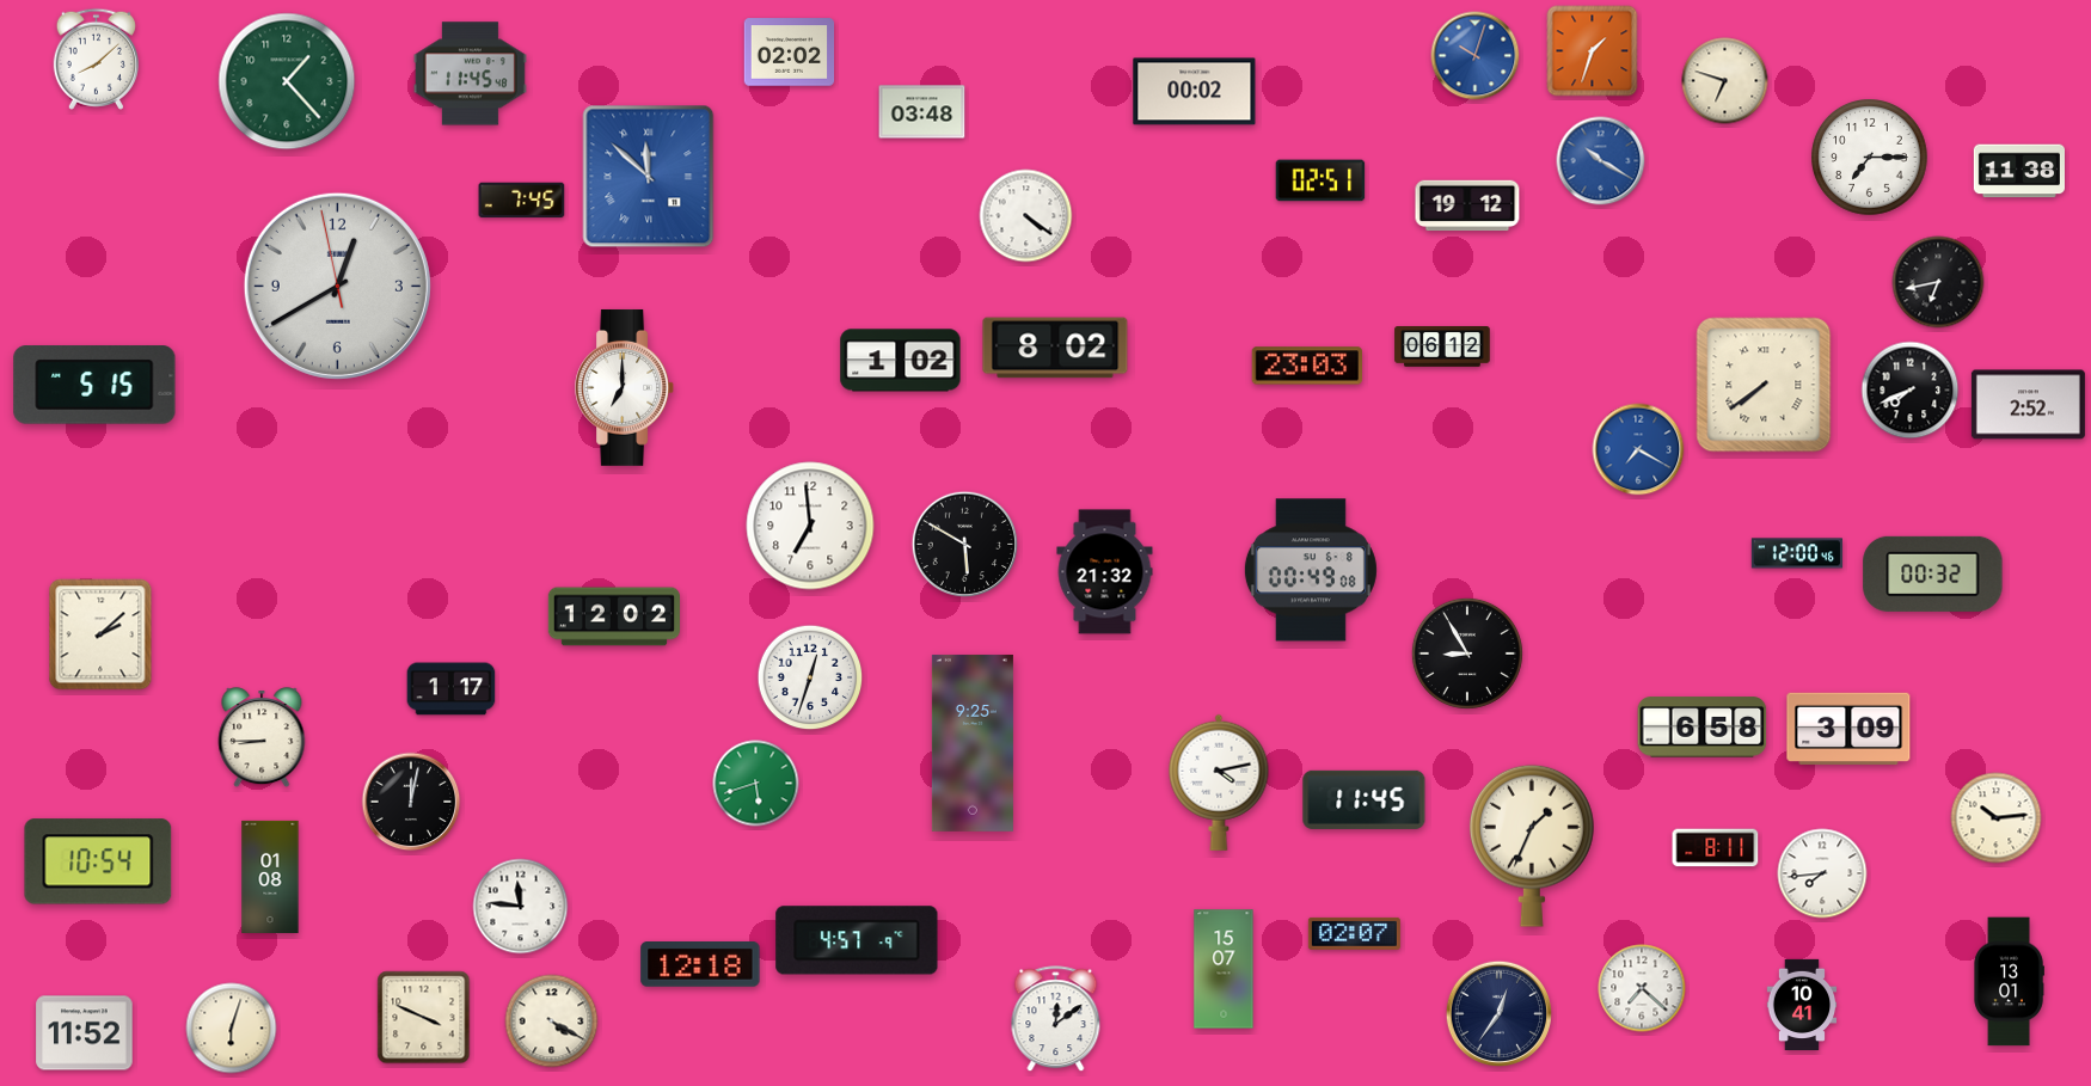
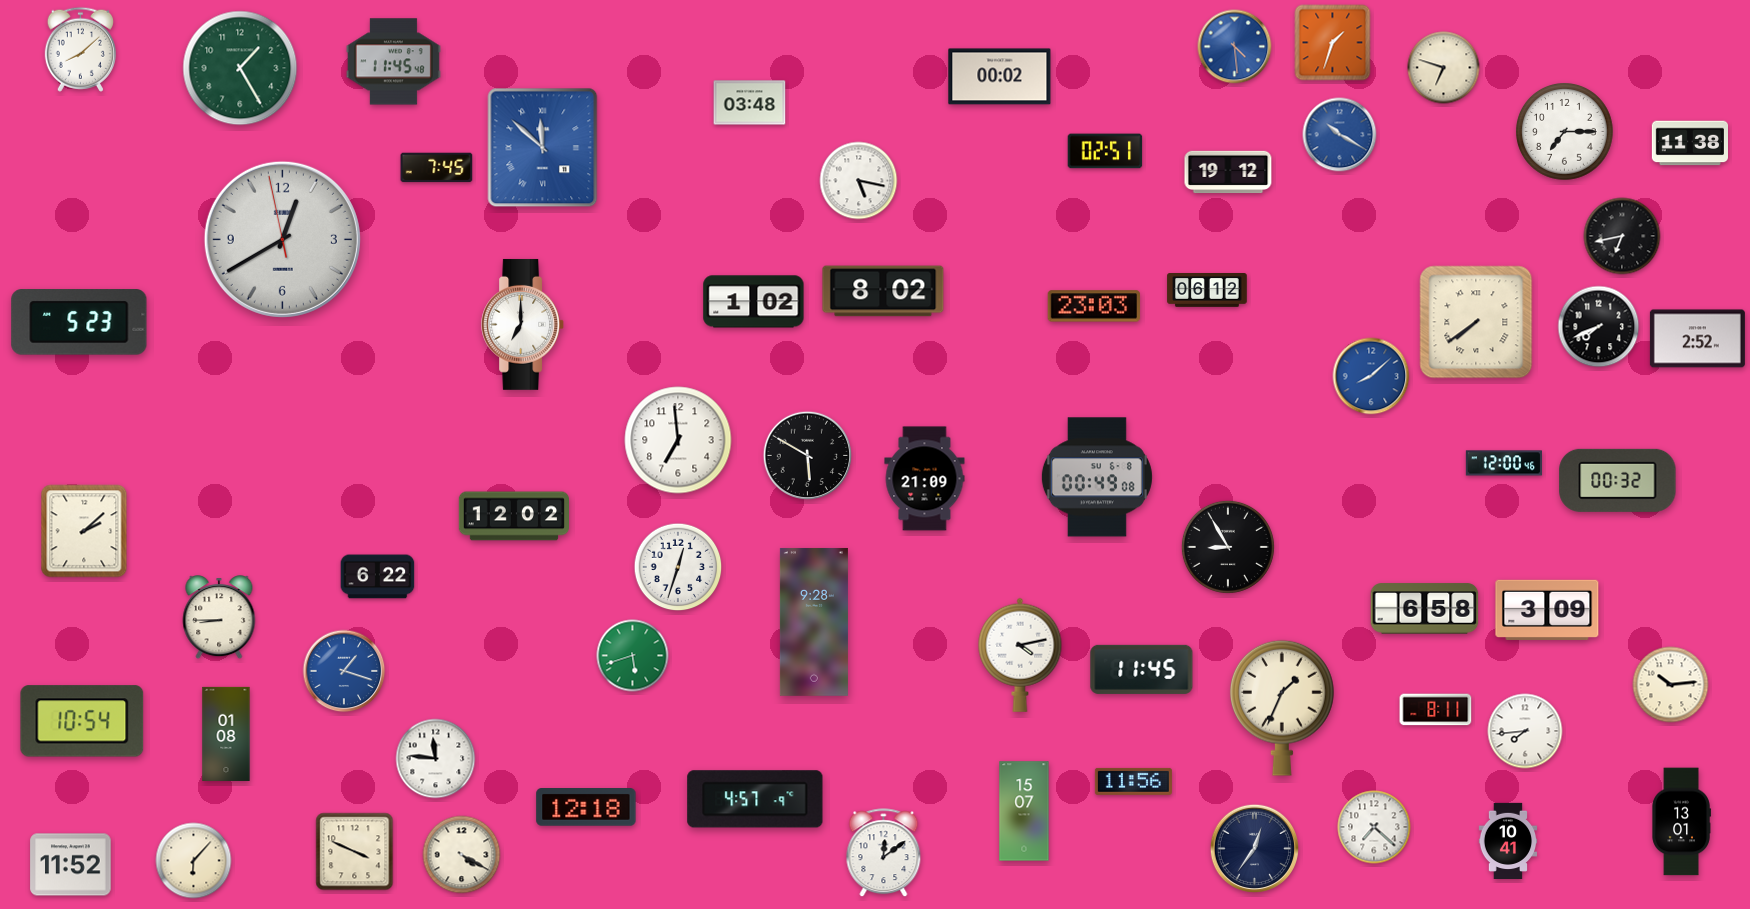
clock at (790, 53): 02:02 -> none
clock at (1476, 56): 10:03 -> 4:29
clock at (287, 81): 1:23 -> 1:25
clock at (922, 112) position: (922, 112) -> (750, 103)
clock at (1026, 216): 4:21 -> 5:17
clock at (94, 385): 5:15 -> 5:23
clock at (1638, 449): 7:20 -> 8:08
clock at (1105, 572): 21:32 -> 21:09
clock at (452, 689): 1:17 -> 6:22
clock at (973, 743): 9:25 -> 9:28
clock at (411, 802): 12:02 -> 1:18
clock at (411, 802) dial: black -> blue
clock at (1354, 933): 02:07 -> 11:56
clock at (857, 940) position: (857, 940) -> (755, 799)
clock at (232, 1029): 6:03 -> 6:07
